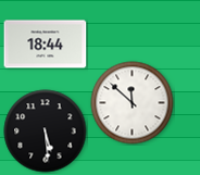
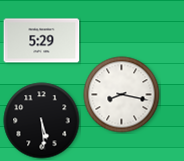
clock at (46, 45): 18:44 -> 5:29
clock at (133, 103): 11:52 -> 8:17
